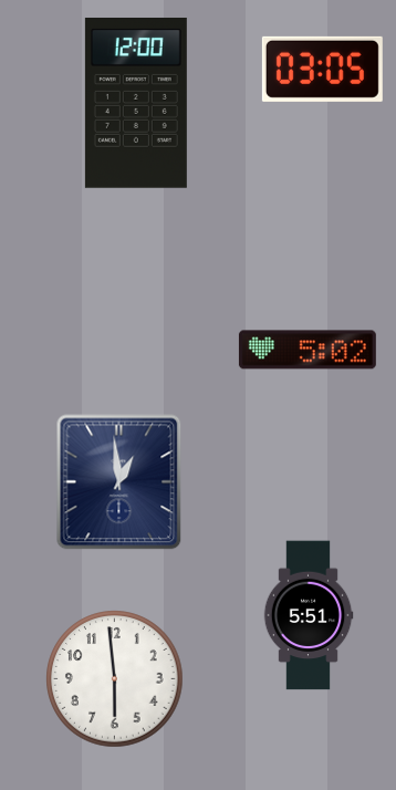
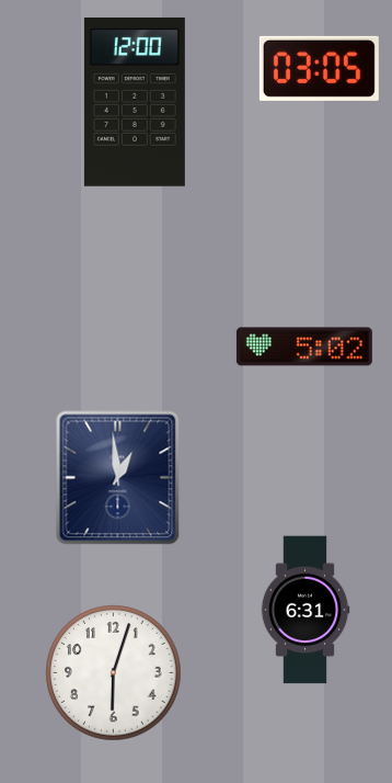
clock at (309, 615): 5:51 -> 6:31
clock at (115, 679): 5:59 -> 6:03
